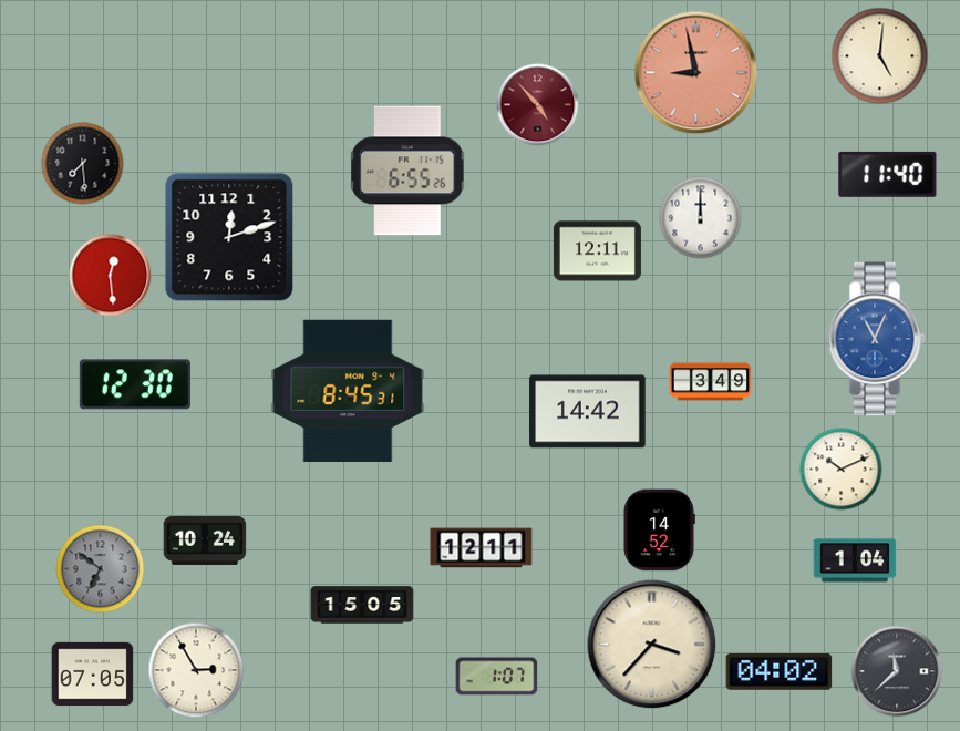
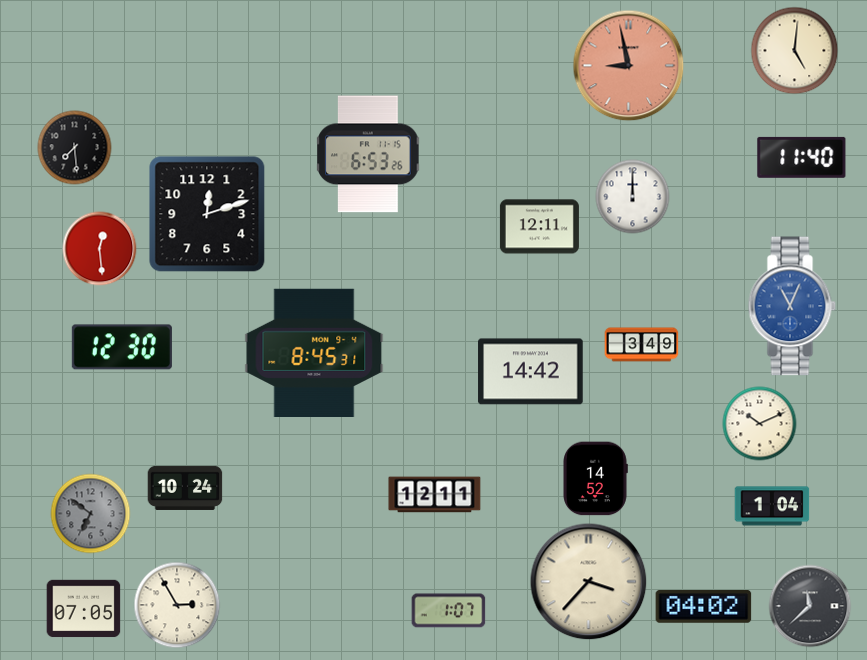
clock at (538, 105): 4:53 -> none
clock at (407, 171): 6:55 -> 6:53
clock at (362, 605): 15:05 -> none
